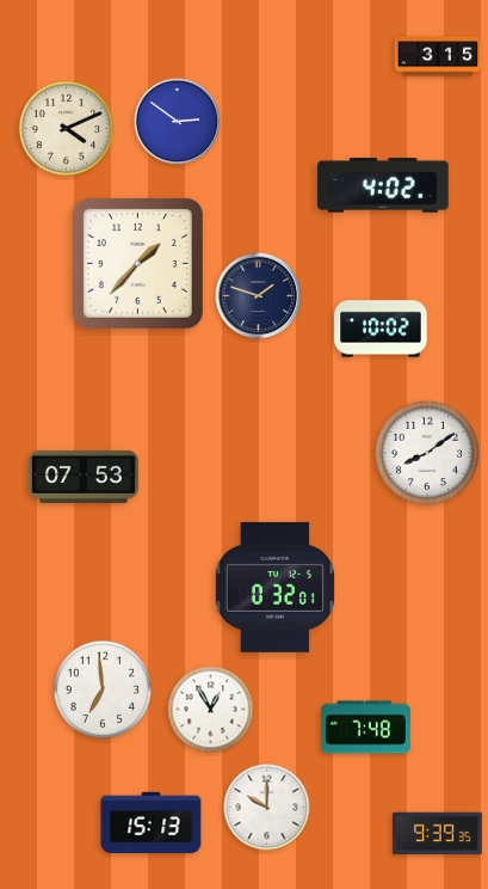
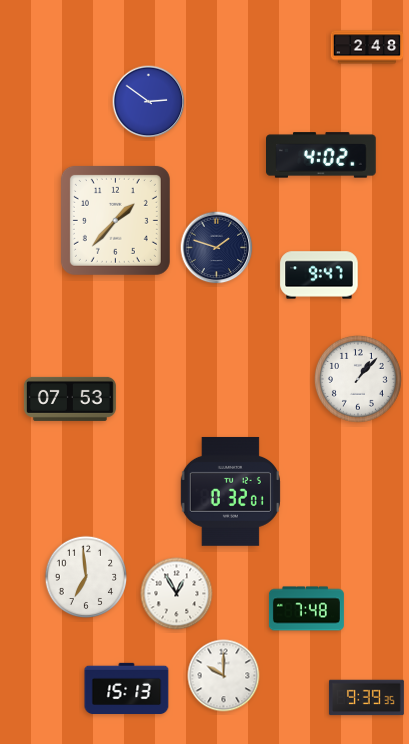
clock at (438, 56): 3:15 -> 2:48
clock at (67, 129): 4:11 -> none
clock at (381, 329): 10:02 -> 9:47
clock at (427, 453): 8:09 -> 1:07
